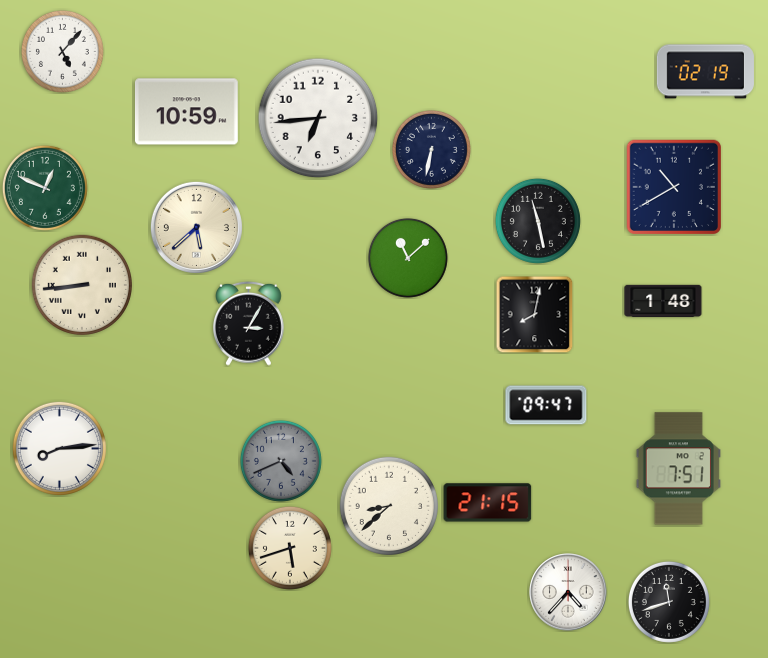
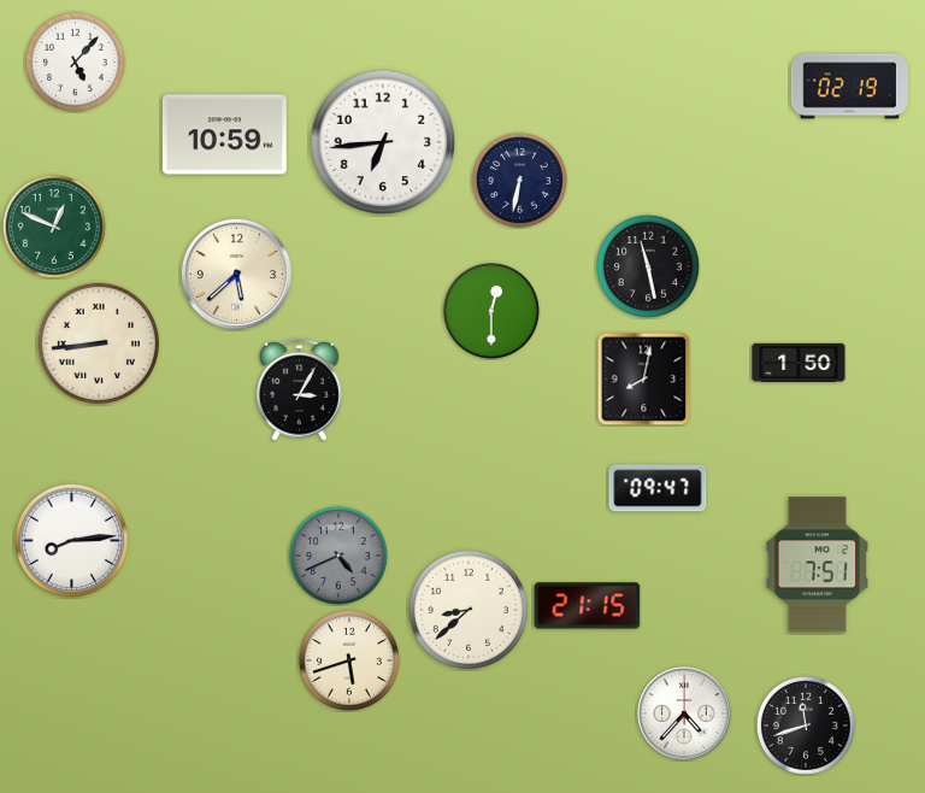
clock at (673, 186): 10:40 -> none
clock at (408, 258): 11:08 -> 12:30
clock at (663, 301): 1:48 -> 1:50
